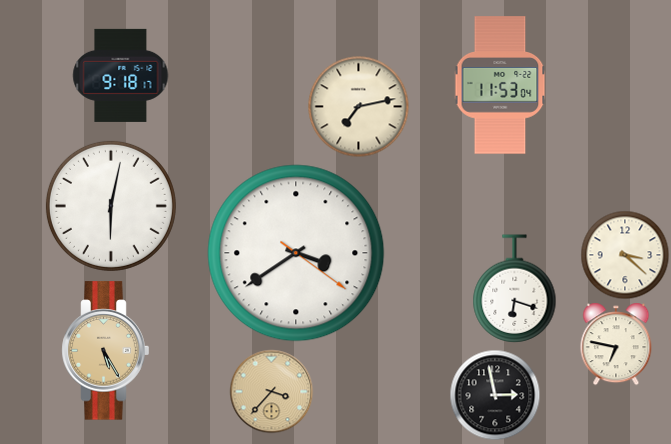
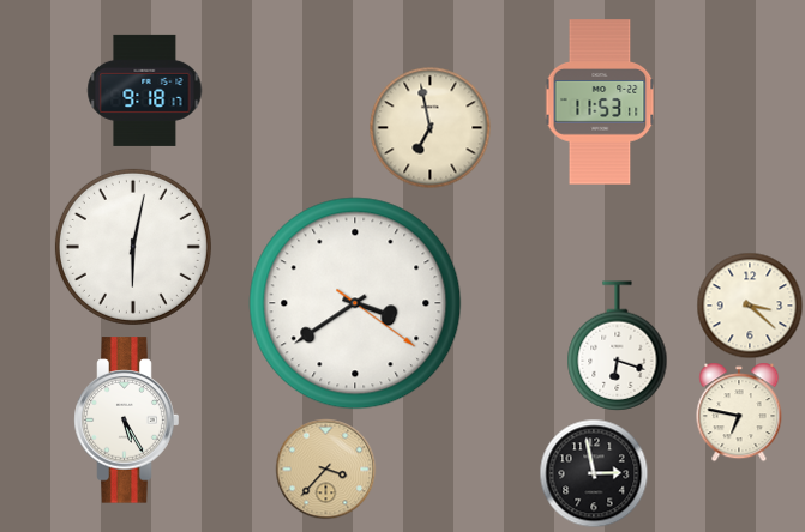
clock at (500, 85): 11:53:04 -> 11:53:11
clock at (359, 107): 7:13 -> 6:58
clock at (106, 351) dial: champagne -> white
